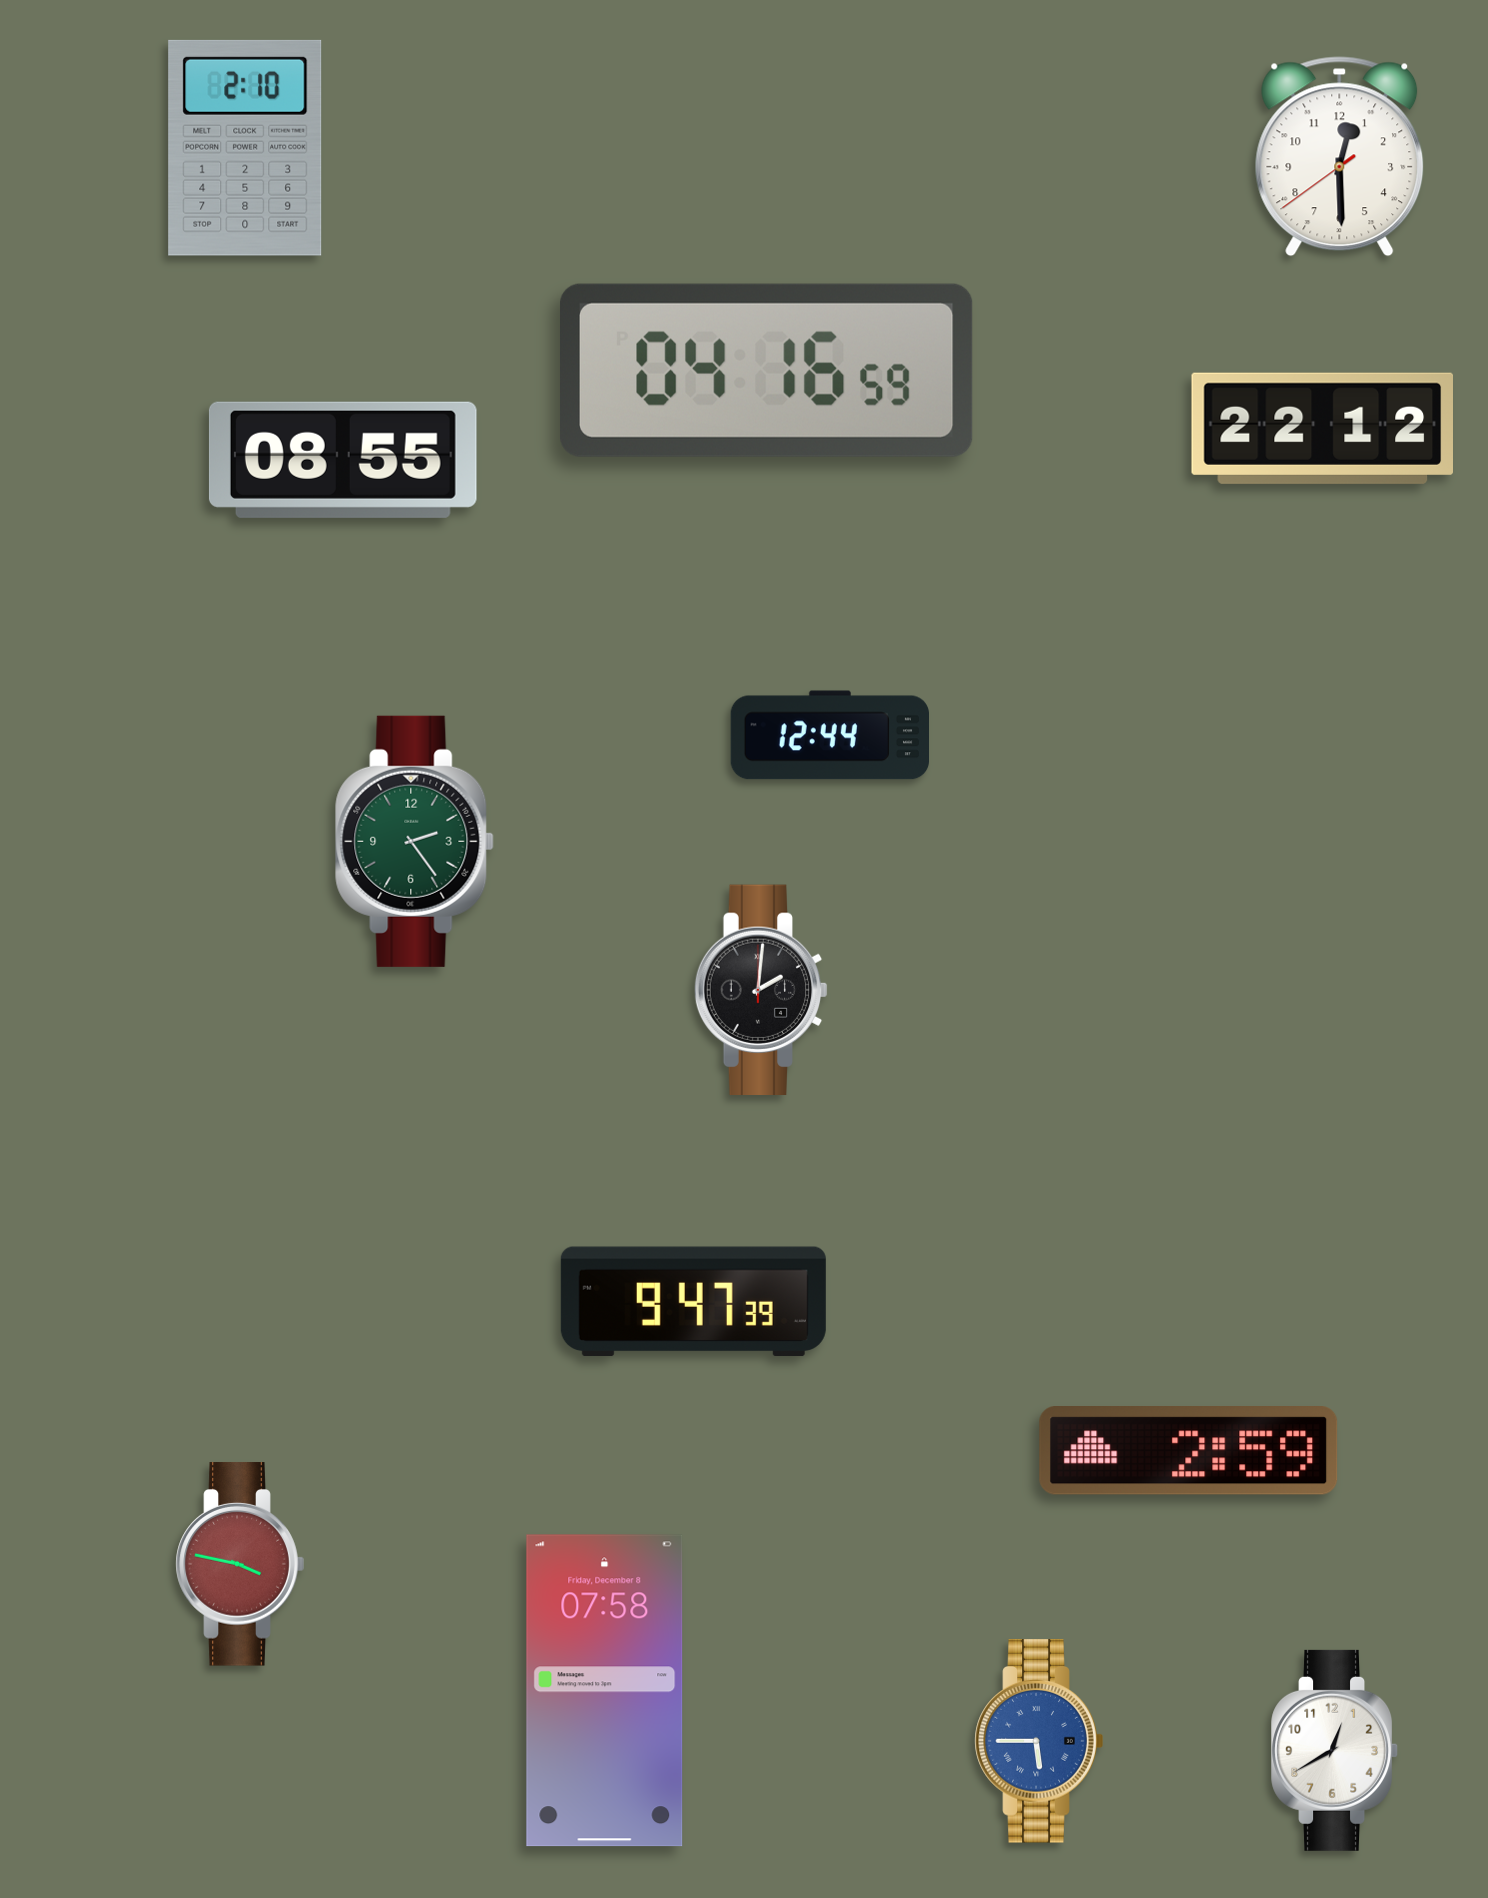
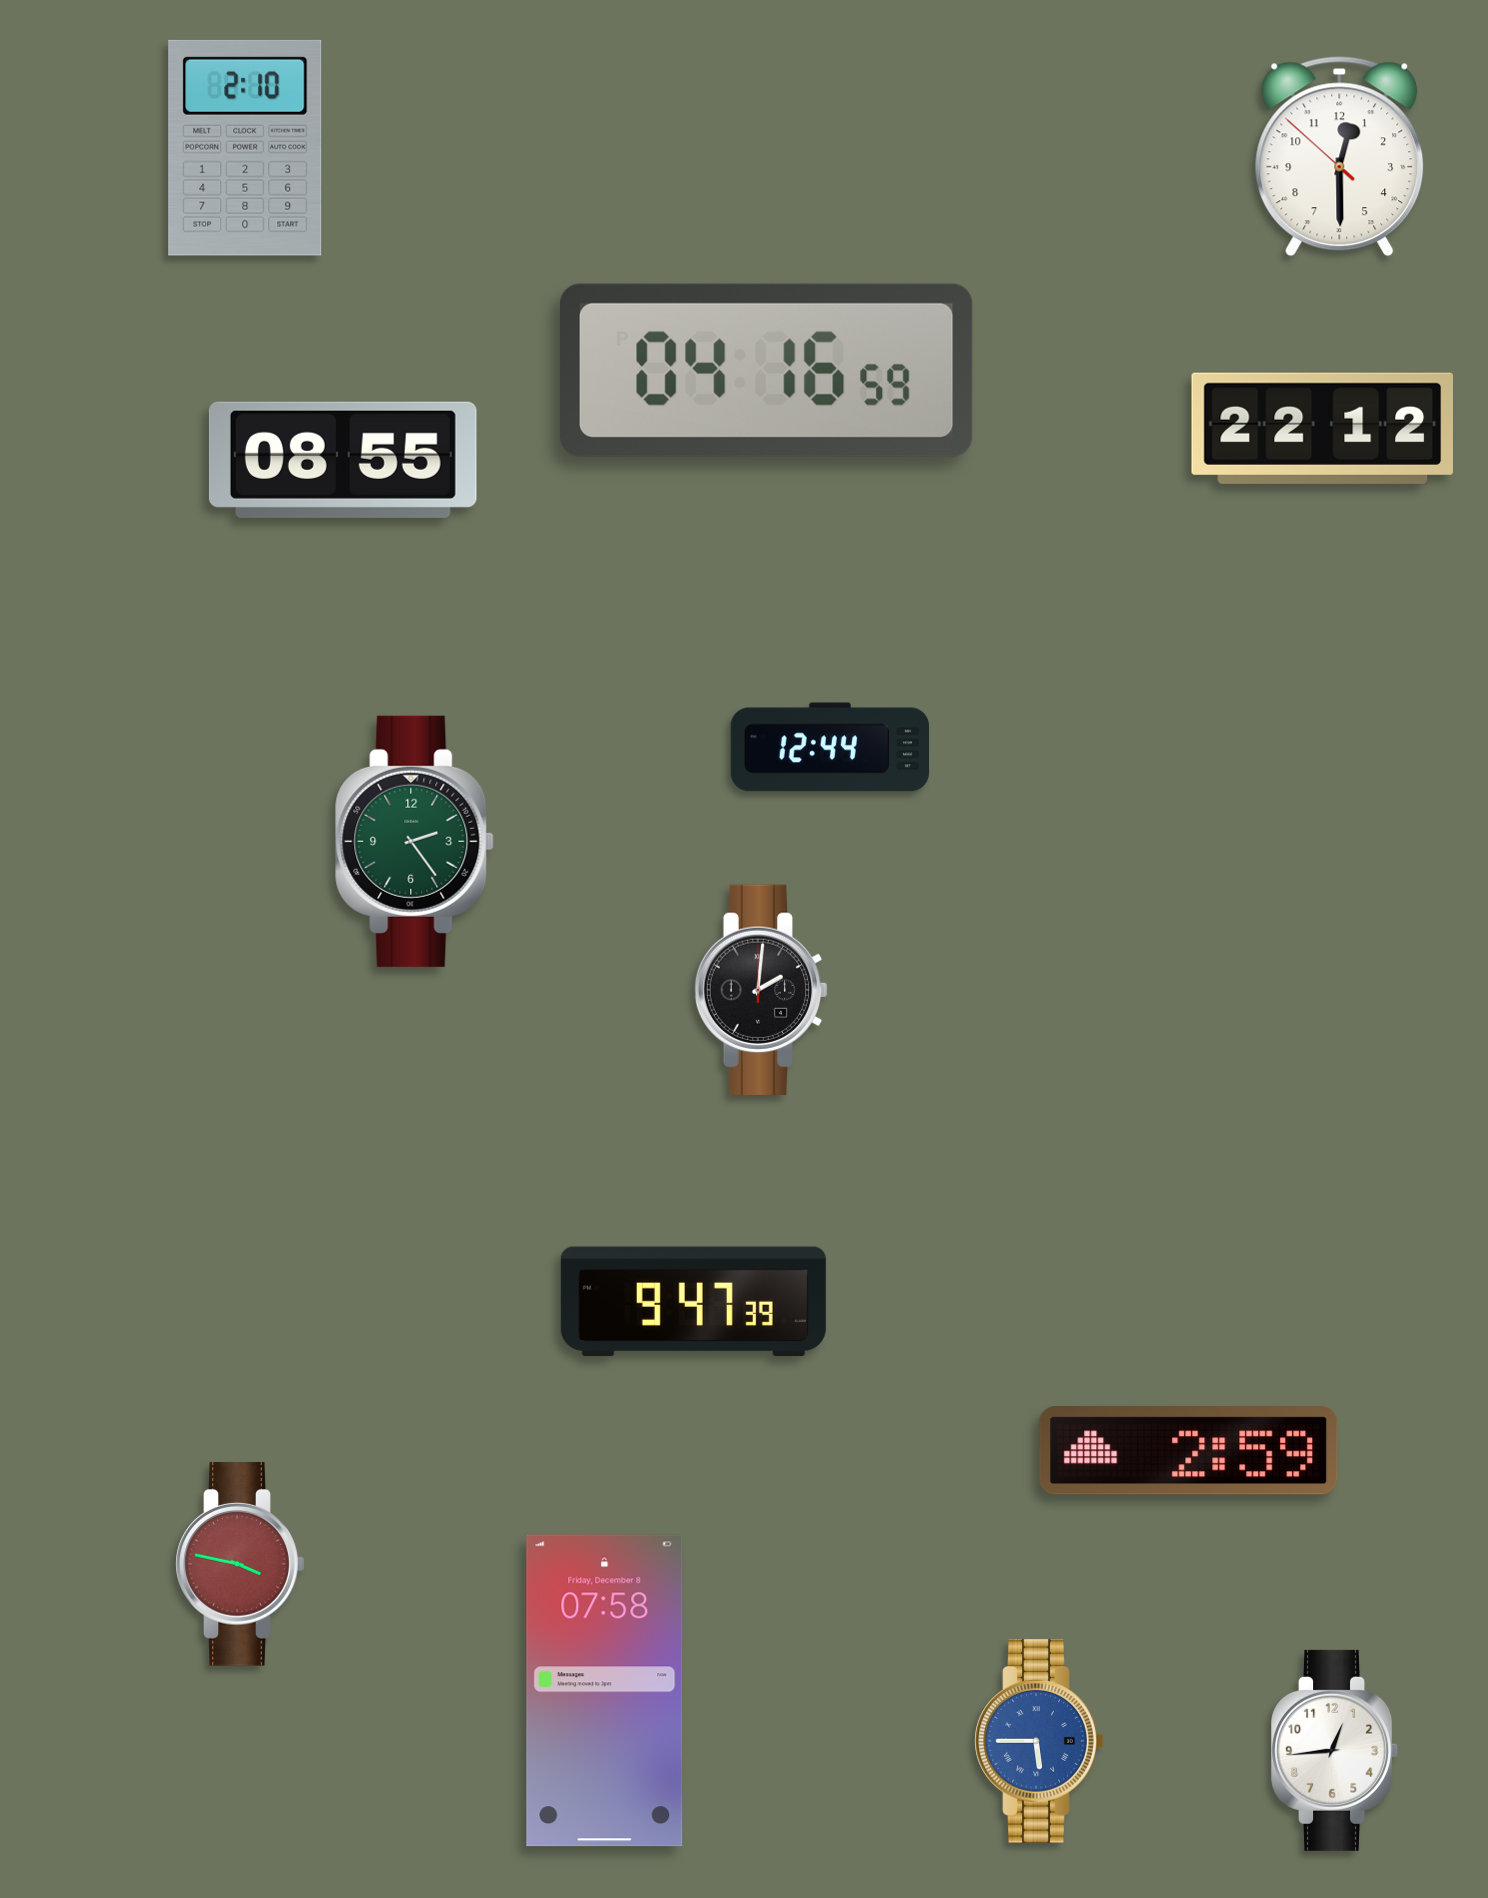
clock at (1340, 157): 12:29:39 -> 12:29:52
clock at (829, 735) position: (829, 735) -> (829, 747)
clock at (1335, 1750): 12:40 -> 12:44
